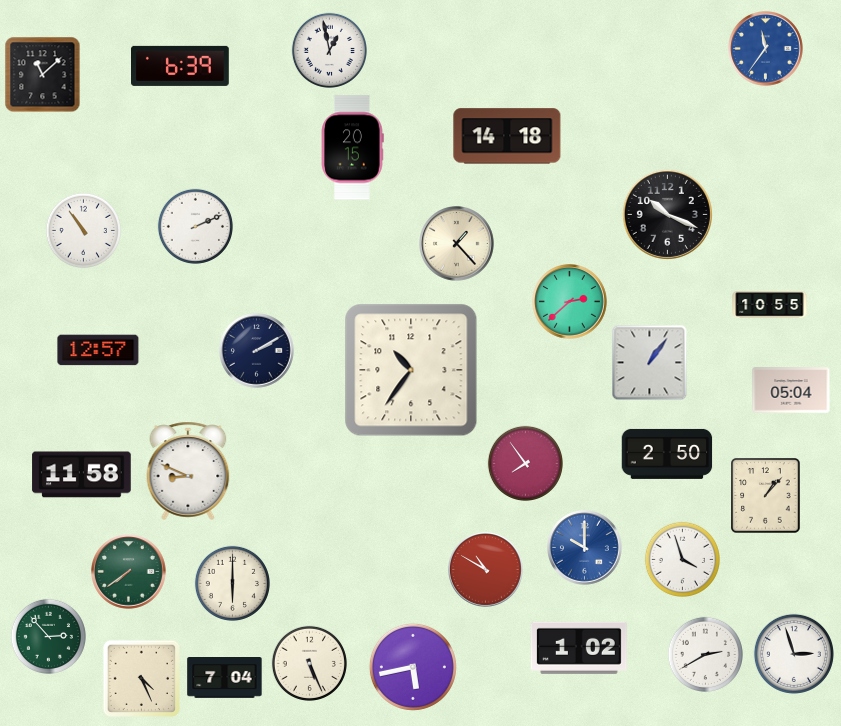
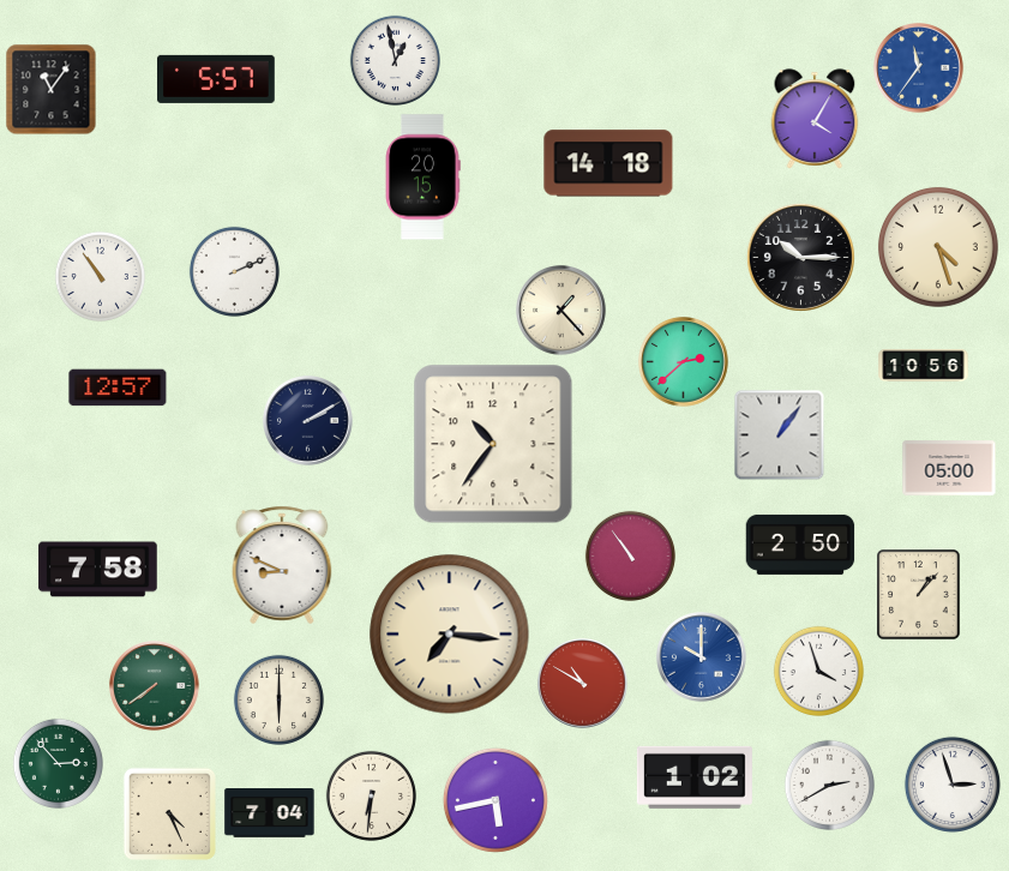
clock at (766, 49) position: (766, 49) -> (919, 68)
clock at (181, 66): 6:39 -> 5:57
clock at (43, 75): 11:08 -> 11:06
clock at (815, 119): none -> 4:05
clock at (938, 247): none -> 4:27
clock at (667, 214): 10:19 -> 10:15
clock at (457, 244) position: (457, 244) -> (561, 311)
clock at (770, 305): 10:55 -> 10:56
clock at (98, 350) position: (98, 350) -> (118, 388)
clock at (791, 390): 05:04 -> 05:00
clock at (525, 463): 7:54 -> 10:54
clock at (188, 471) position: (188, 471) -> (282, 565)
clock at (82, 475): 11:58 -> 7:58
clock at (450, 635): none -> 7:16
clock at (705, 654) position: (705, 654) -> (829, 785)
clock at (309, 663): 5:26 -> 6:31
